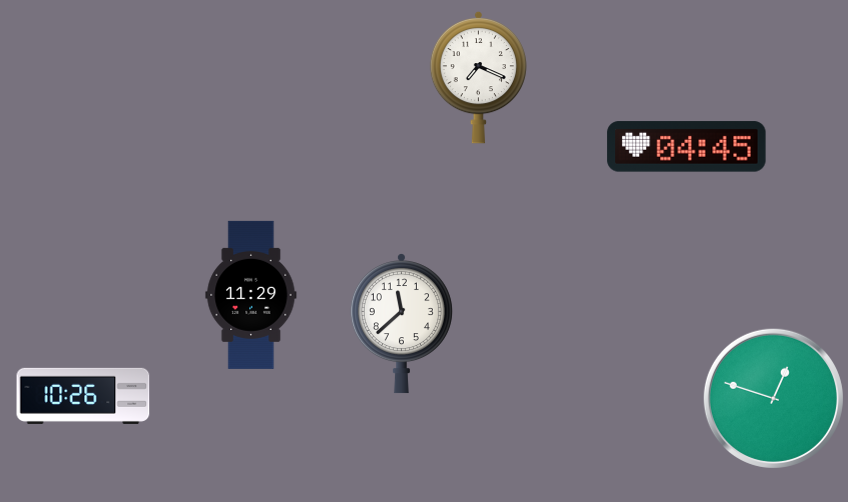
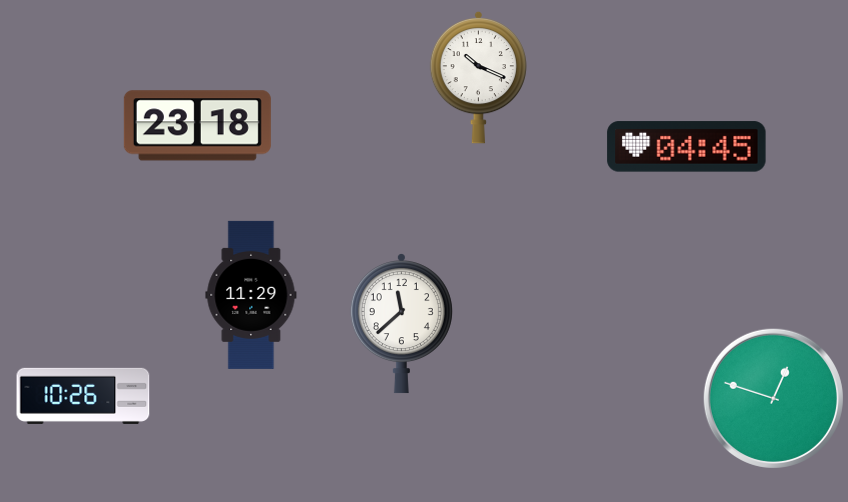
clock at (478, 77): 7:19 -> 10:19
clock at (197, 126): none -> 23:18
